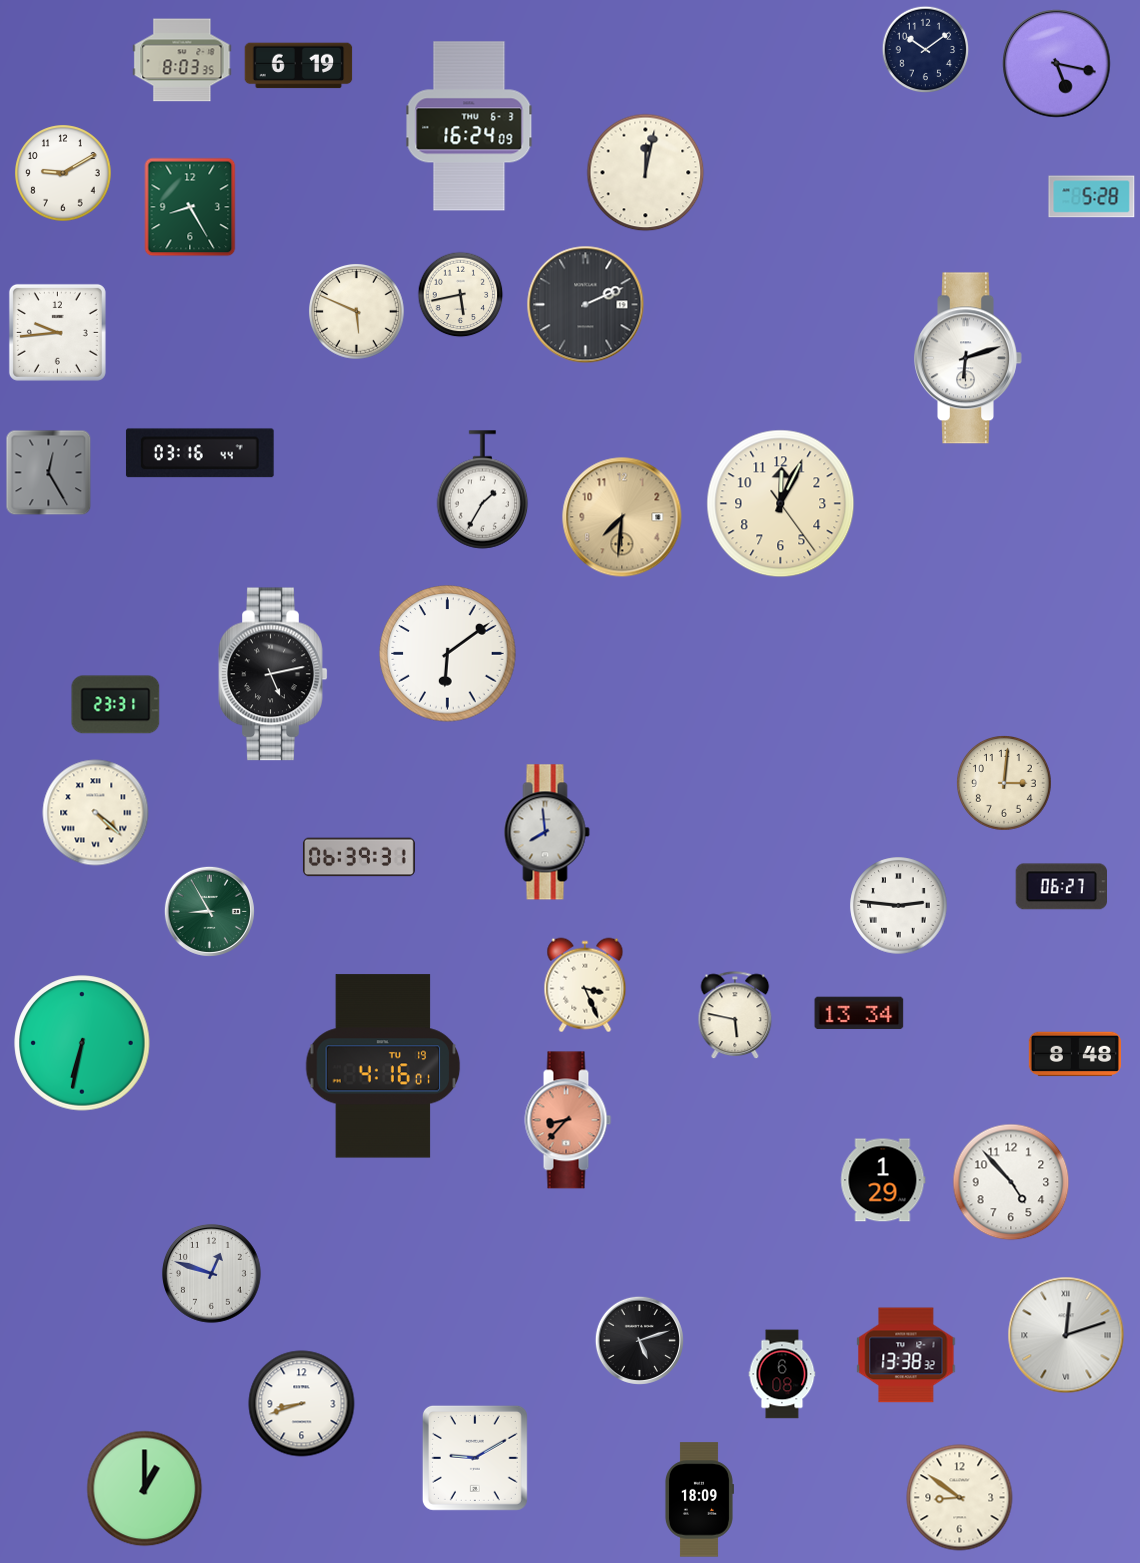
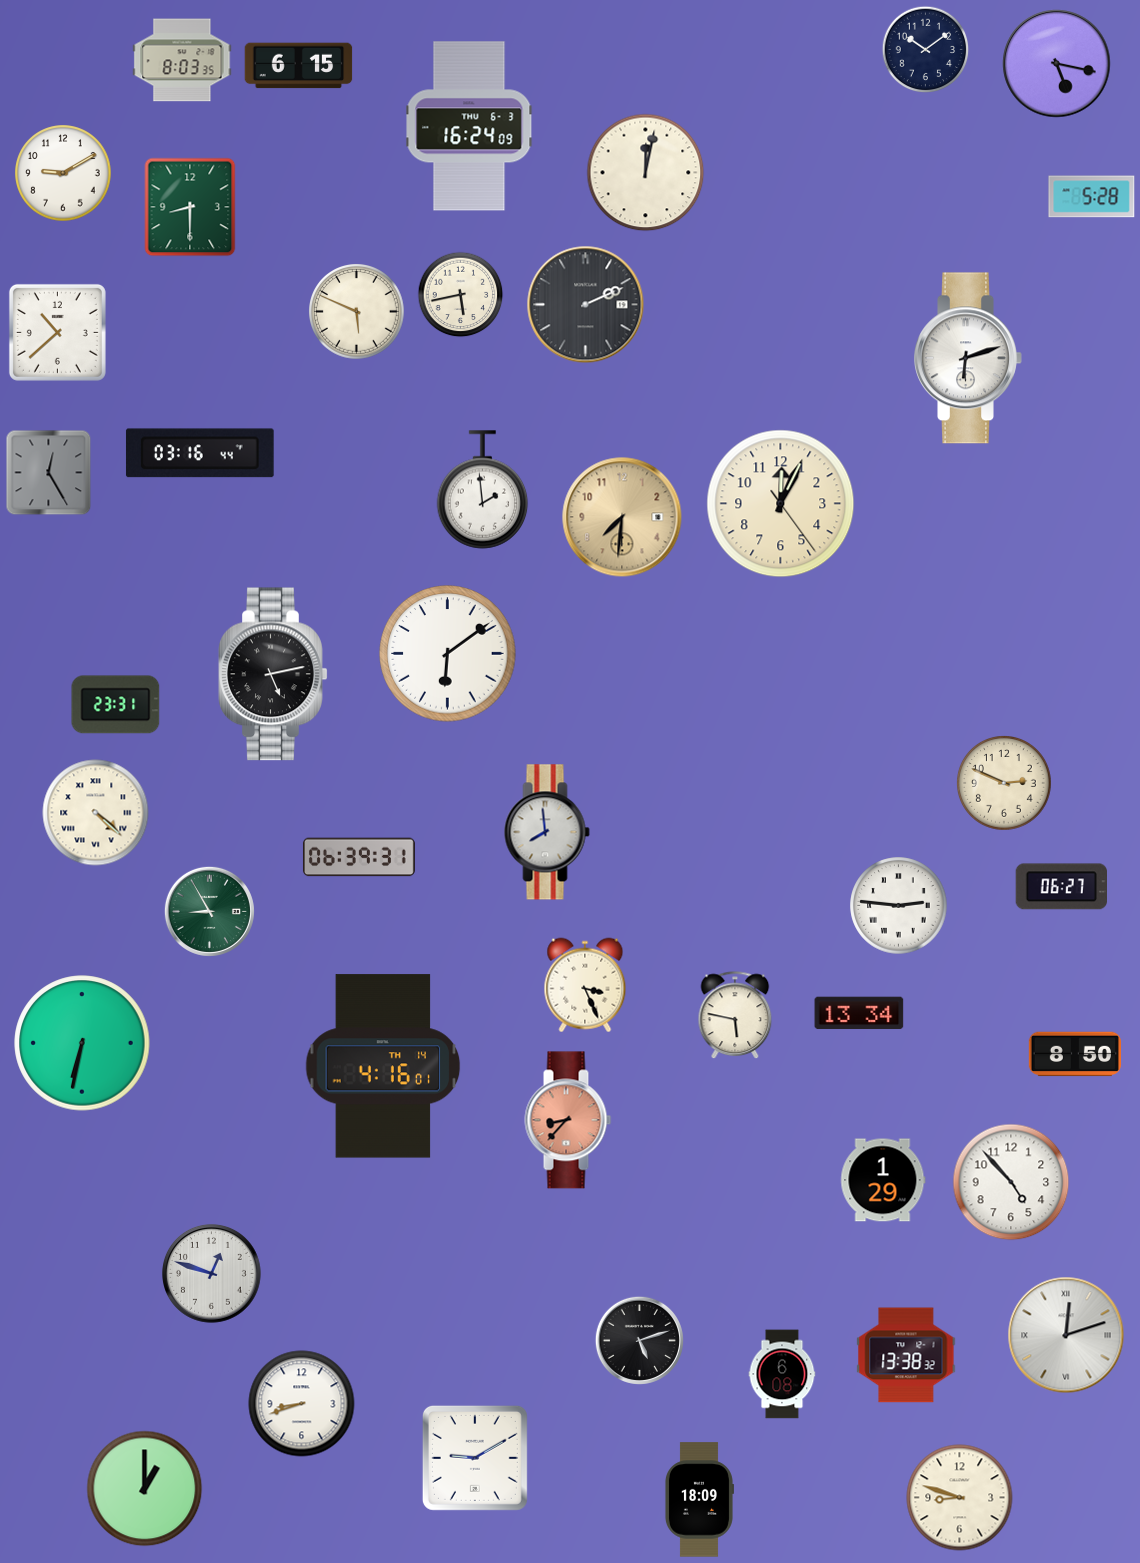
clock at (299, 66): 6:19 -> 6:15
clock at (190, 207): 8:25 -> 8:30
clock at (57, 332): 9:44 -> 10:38
clock at (483, 490): 1:35 -> 1:59
clock at (1005, 784): 3:01 -> 2:49
clock at (1074, 1054): 8:48 -> 8:50
clock at (383, 1066) date: TU 19 -> TH 14
clock at (960, 1498): 8:51 -> 8:48
